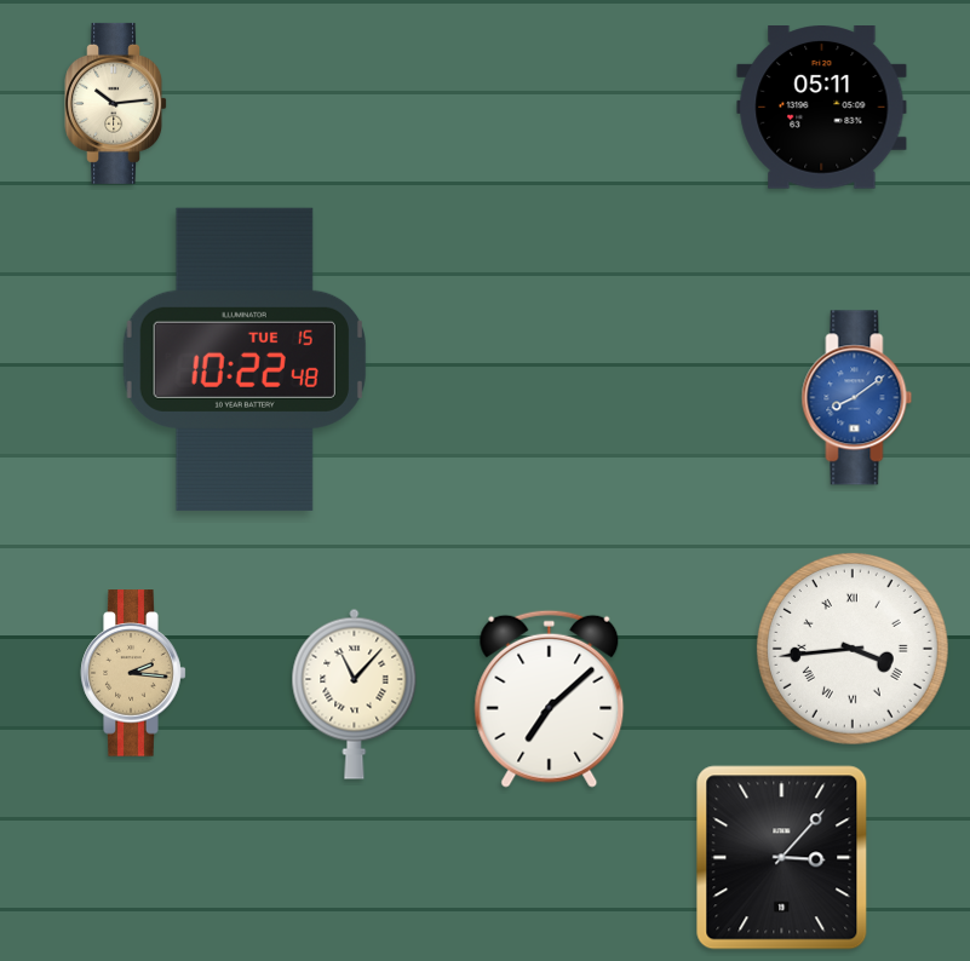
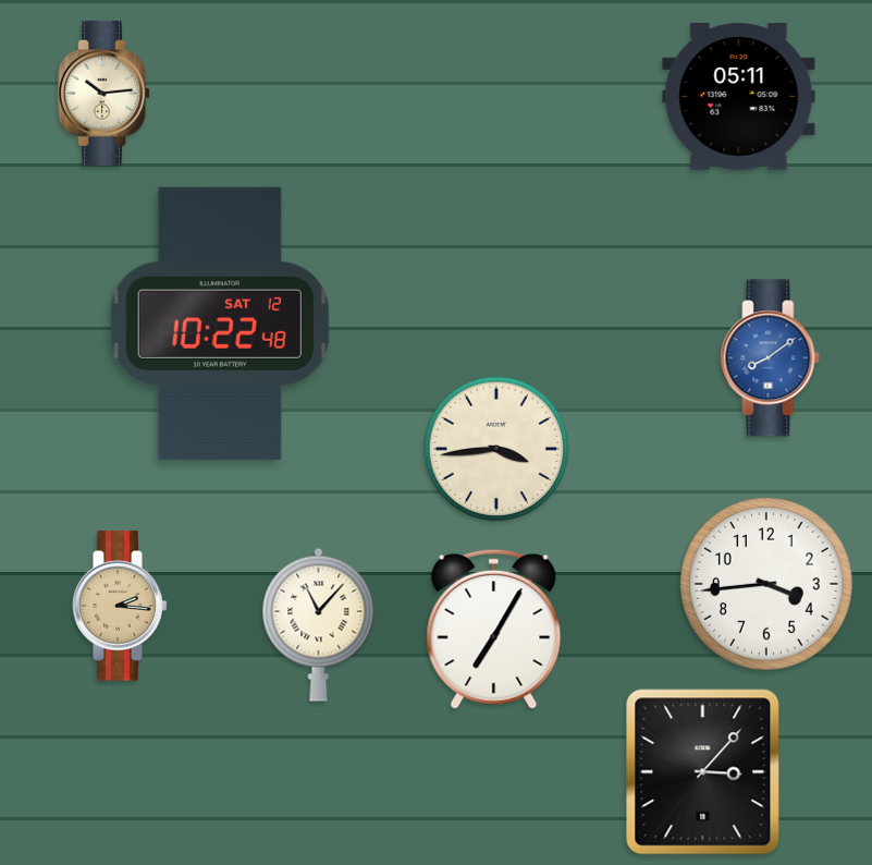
clock at (245, 359) date: TUE 15 -> SAT 12
clock at (495, 448): none -> 3:44
clock at (853, 649) numerals: Roman -> Arabic
clock at (550, 698): 7:08 -> 7:05
